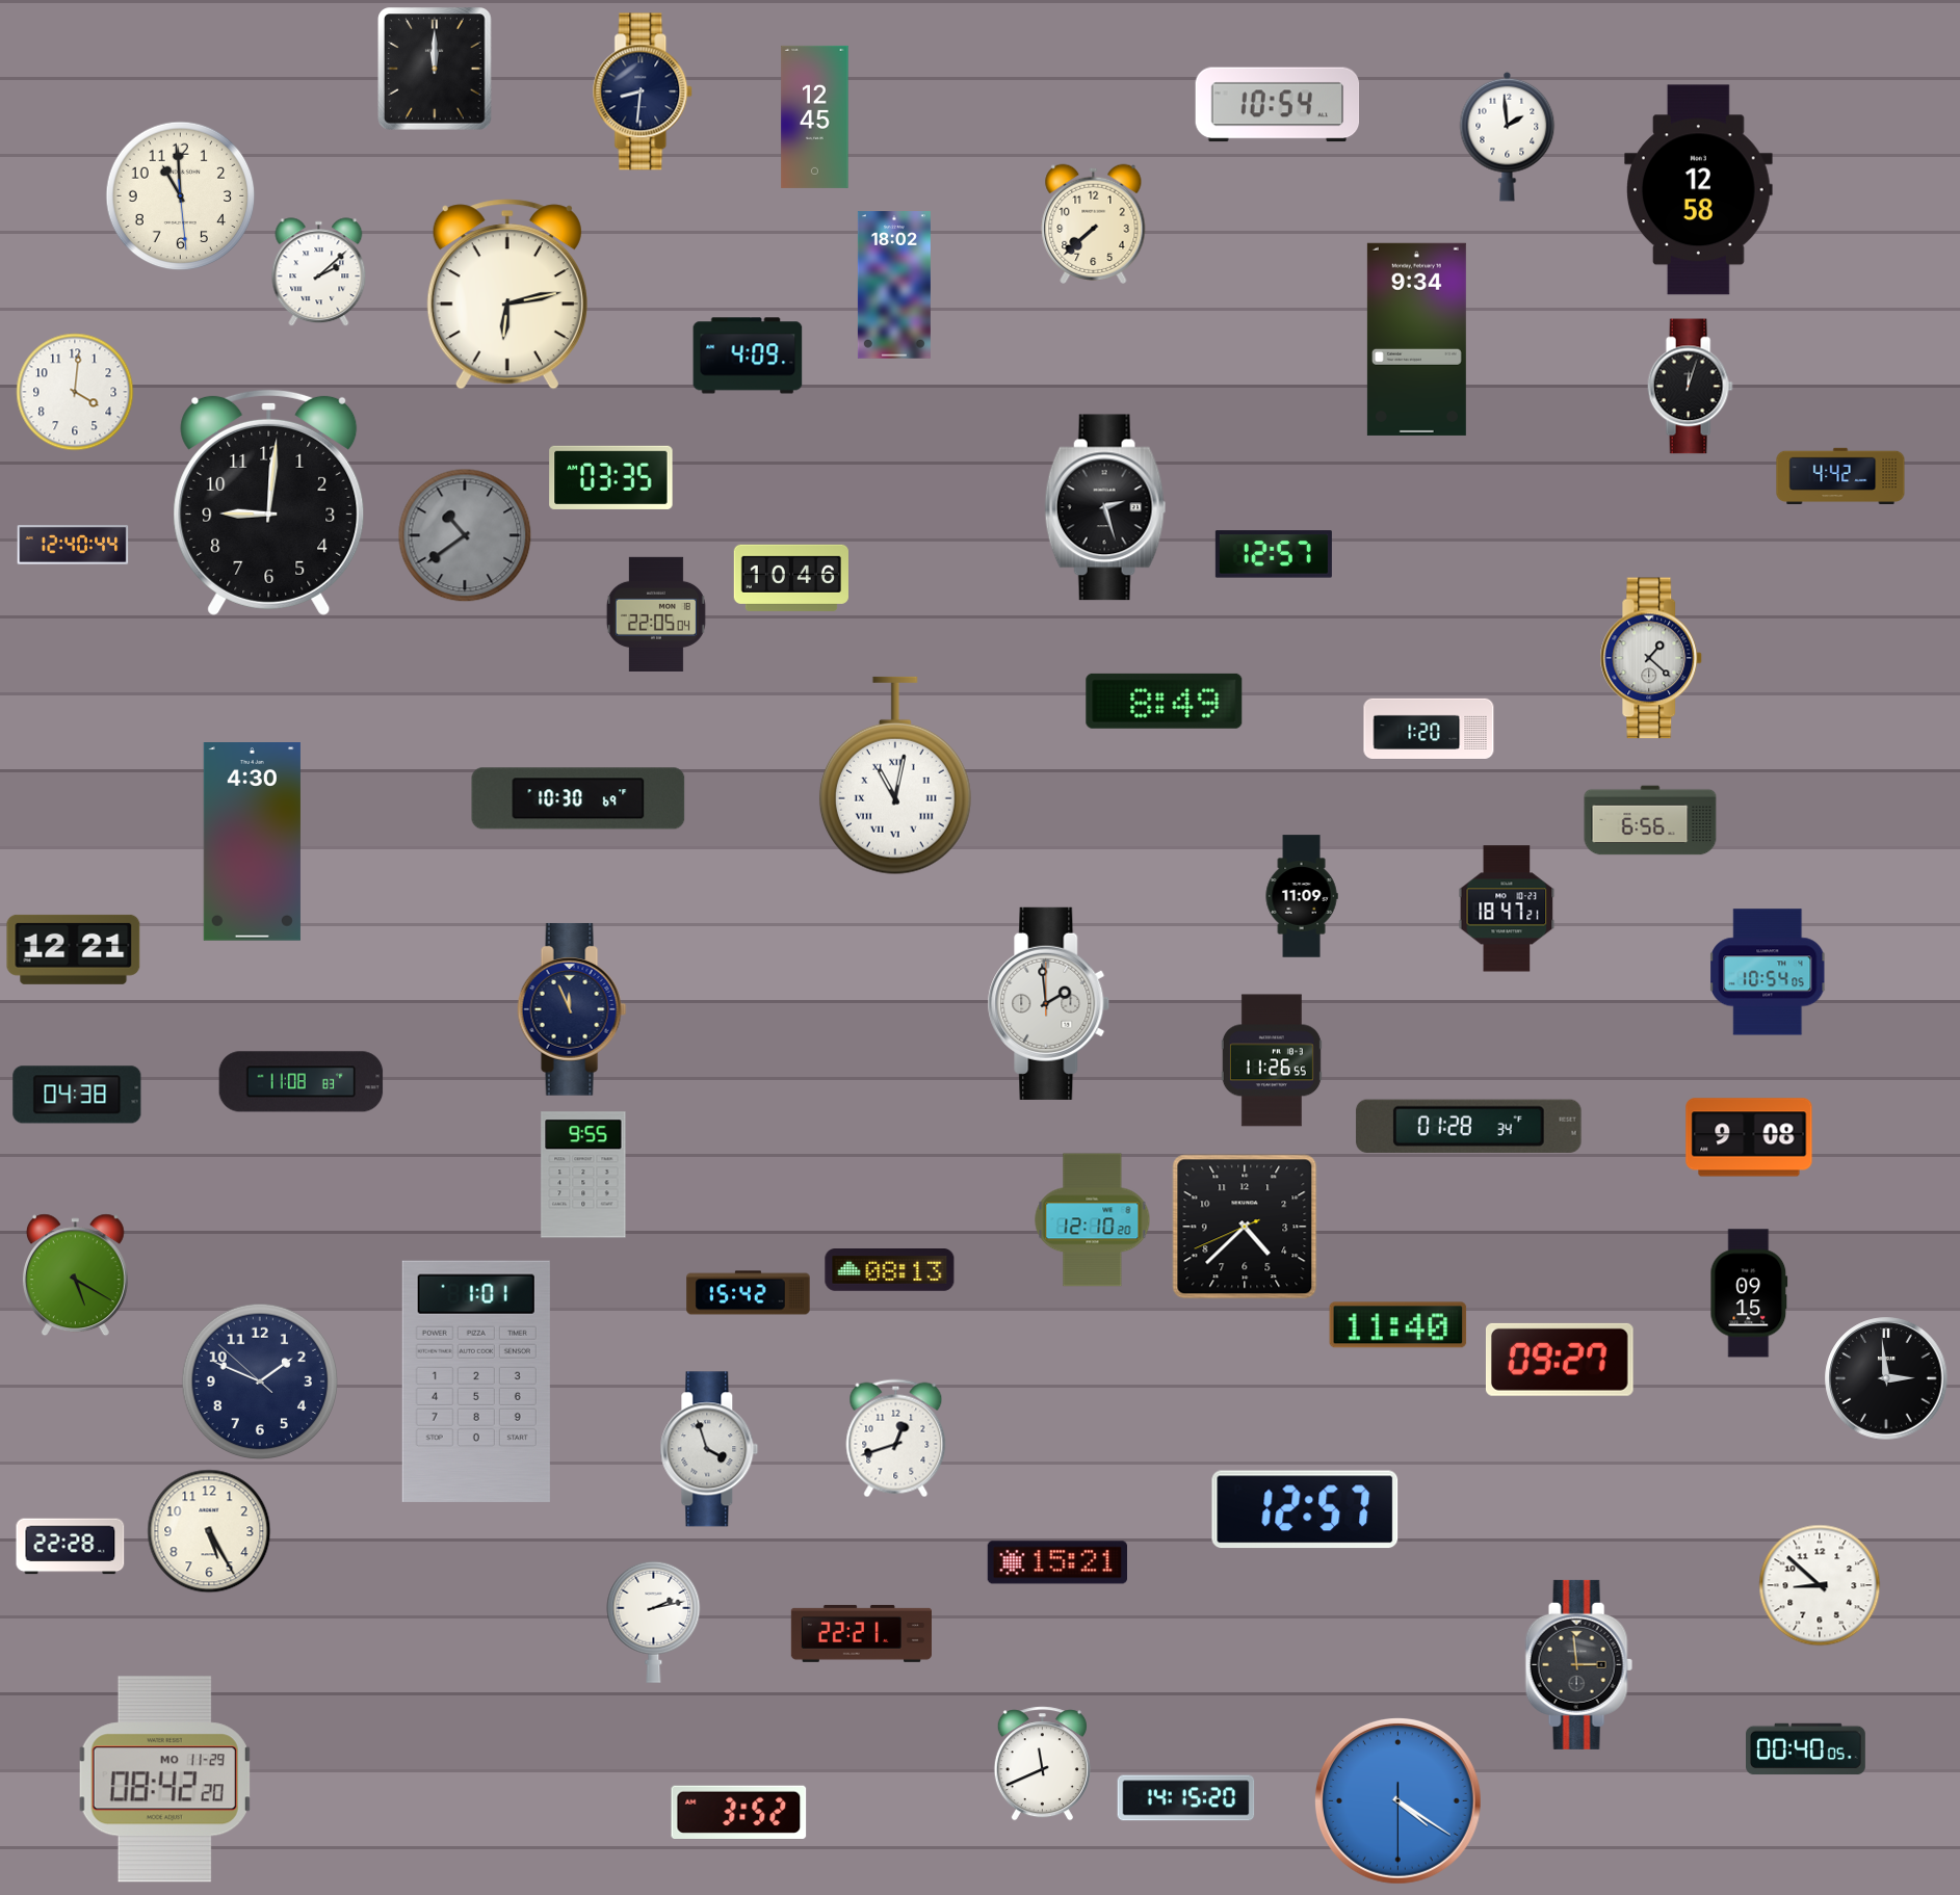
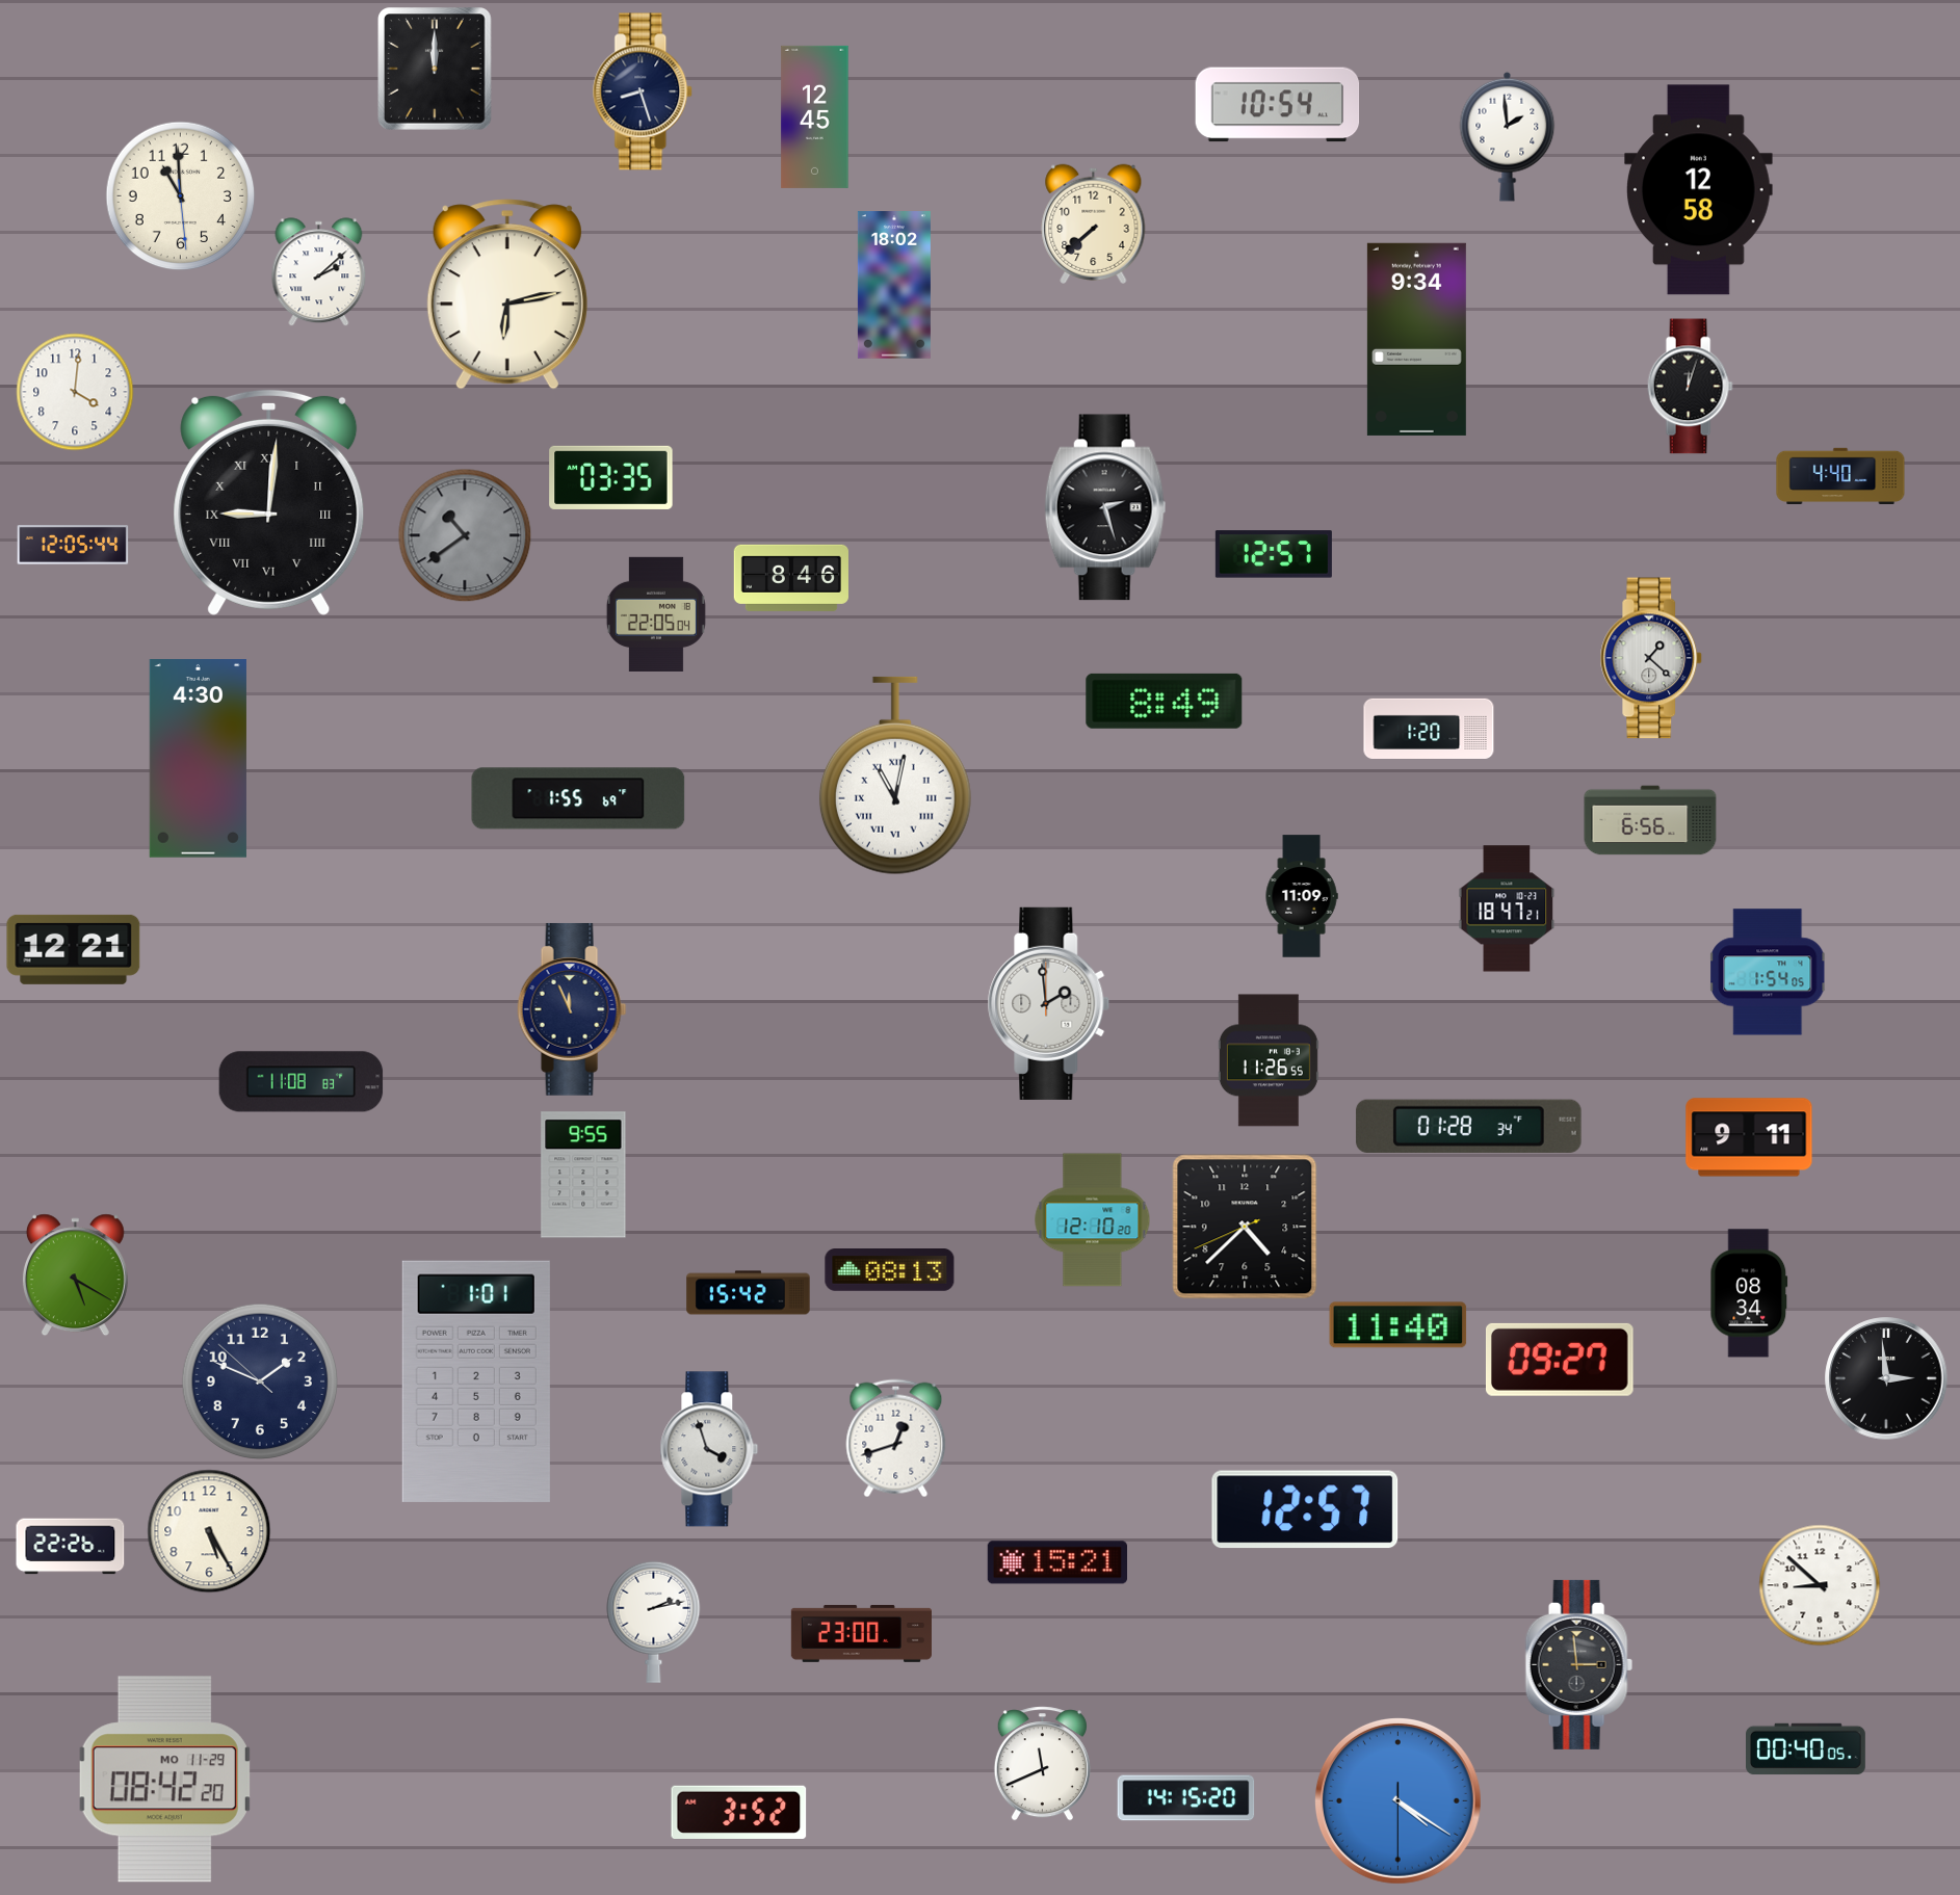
clock at (644, 91): 8:31 -> 8:27
clock at (748, 356): 4:09 -> none
clock at (1840, 475): 4:42 -> 4:40
clock at (269, 502) numerals: Arabic -> Roman
clock at (73, 545): 12:40 -> 12:05
clock at (791, 578): 10:46 -> 8:46
clock at (578, 798): 10:30 -> 1:55
clock at (252, 842) position: (252, 842) -> (198, 759)
clock at (1768, 972): 10:54 -> 1:54
clock at (1272, 1060) position: (1272, 1060) -> (1269, 1060)
clock at (77, 1095): 04:38 -> none
clock at (1749, 1137): 9:08 -> 9:11
clock at (1749, 1293): 09:15 -> 08:34
clock at (71, 1547): 22:28 -> 22:26
clock at (861, 1633): 22:21 -> 23:00
